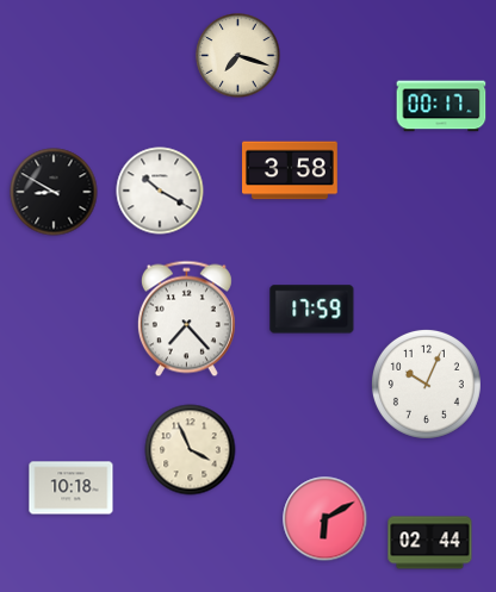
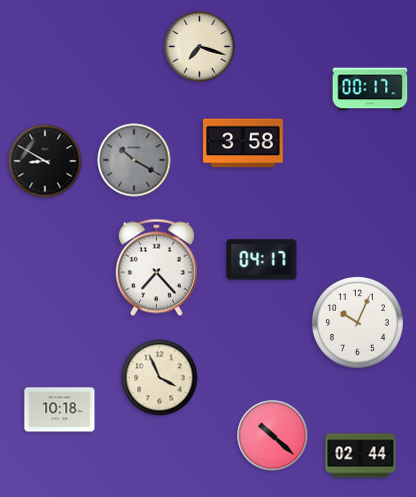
clock at (160, 191) dial: white -> grey
clock at (312, 310): 17:59 -> 04:17
clock at (325, 519): 6:10 -> 10:22
